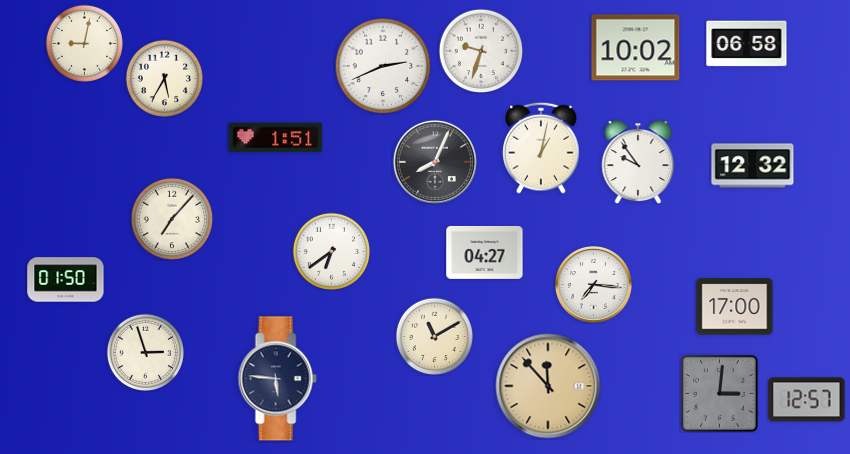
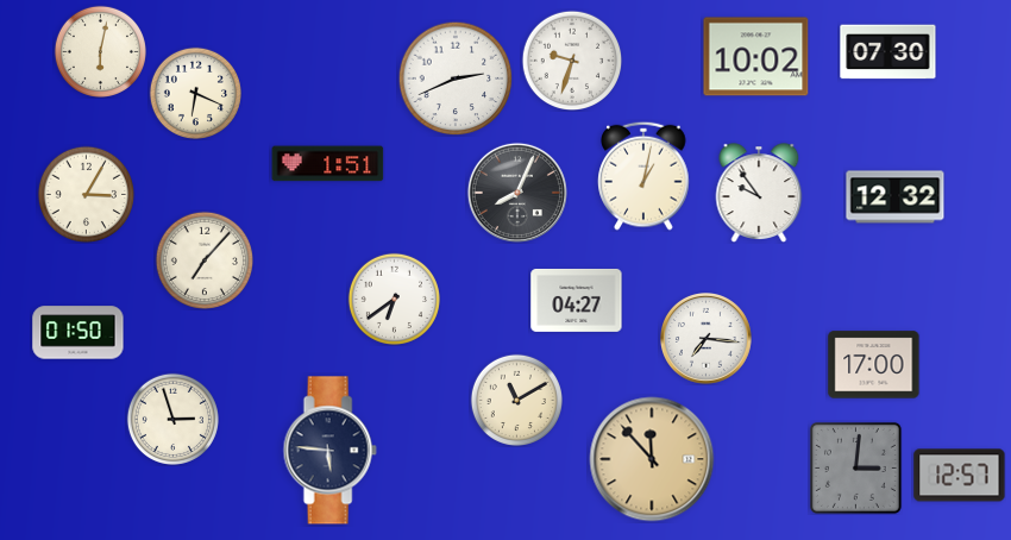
clock at (84, 43): 9:02 -> 6:02
clock at (747, 44): 06:58 -> 07:30
clock at (164, 78): 5:35 -> 6:19
clock at (86, 194): none -> 3:05
